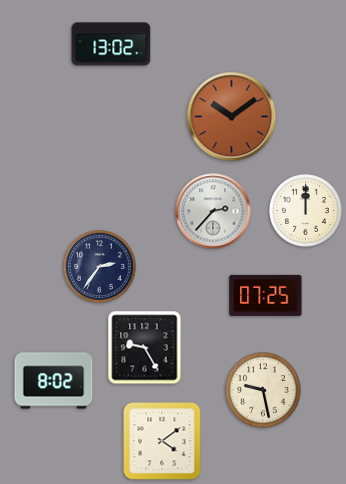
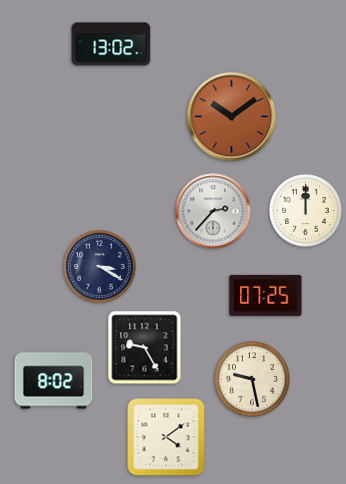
clock at (100, 267): 2:36 -> 3:20
clock at (263, 390) position: (263, 390) -> (252, 379)
clock at (162, 441) position: (162, 441) -> (166, 437)
